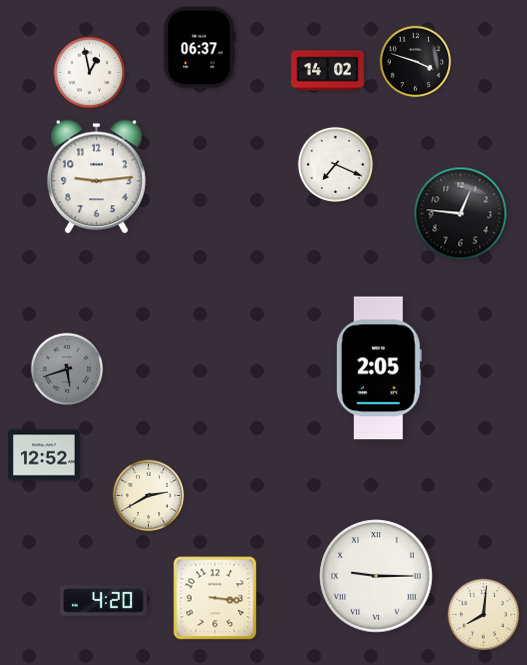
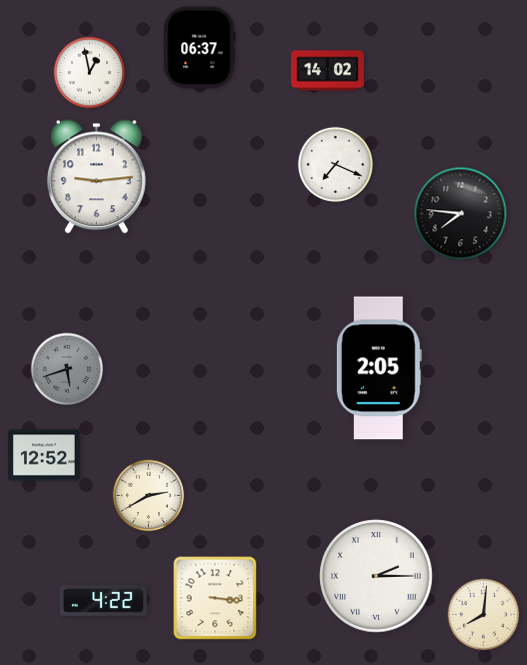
clock at (416, 62): 3:48 -> none
clock at (461, 214): 12:46 -> 7:46
clock at (376, 576): 9:15 -> 2:15
clock at (103, 601): 4:20 -> 4:22
